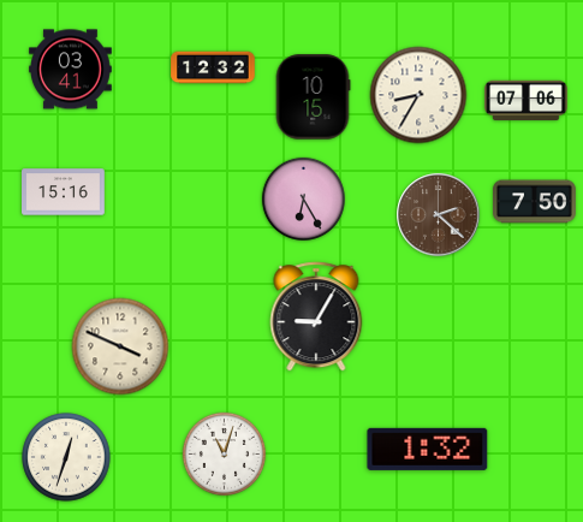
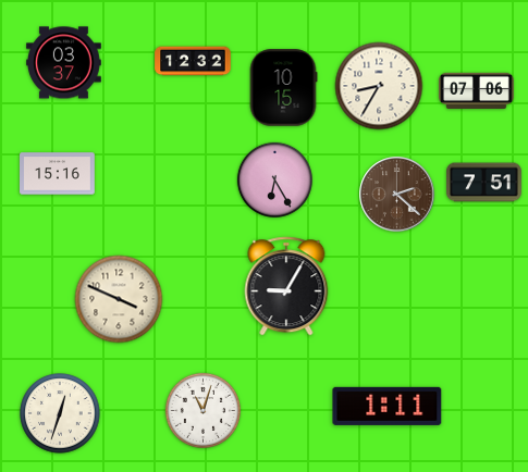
clock at (71, 70): 03:41 -> 03:37
clock at (535, 202): 7:50 -> 7:51
clock at (120, 346) position: (120, 346) -> (119, 299)
clock at (428, 449): 1:32 -> 1:11
